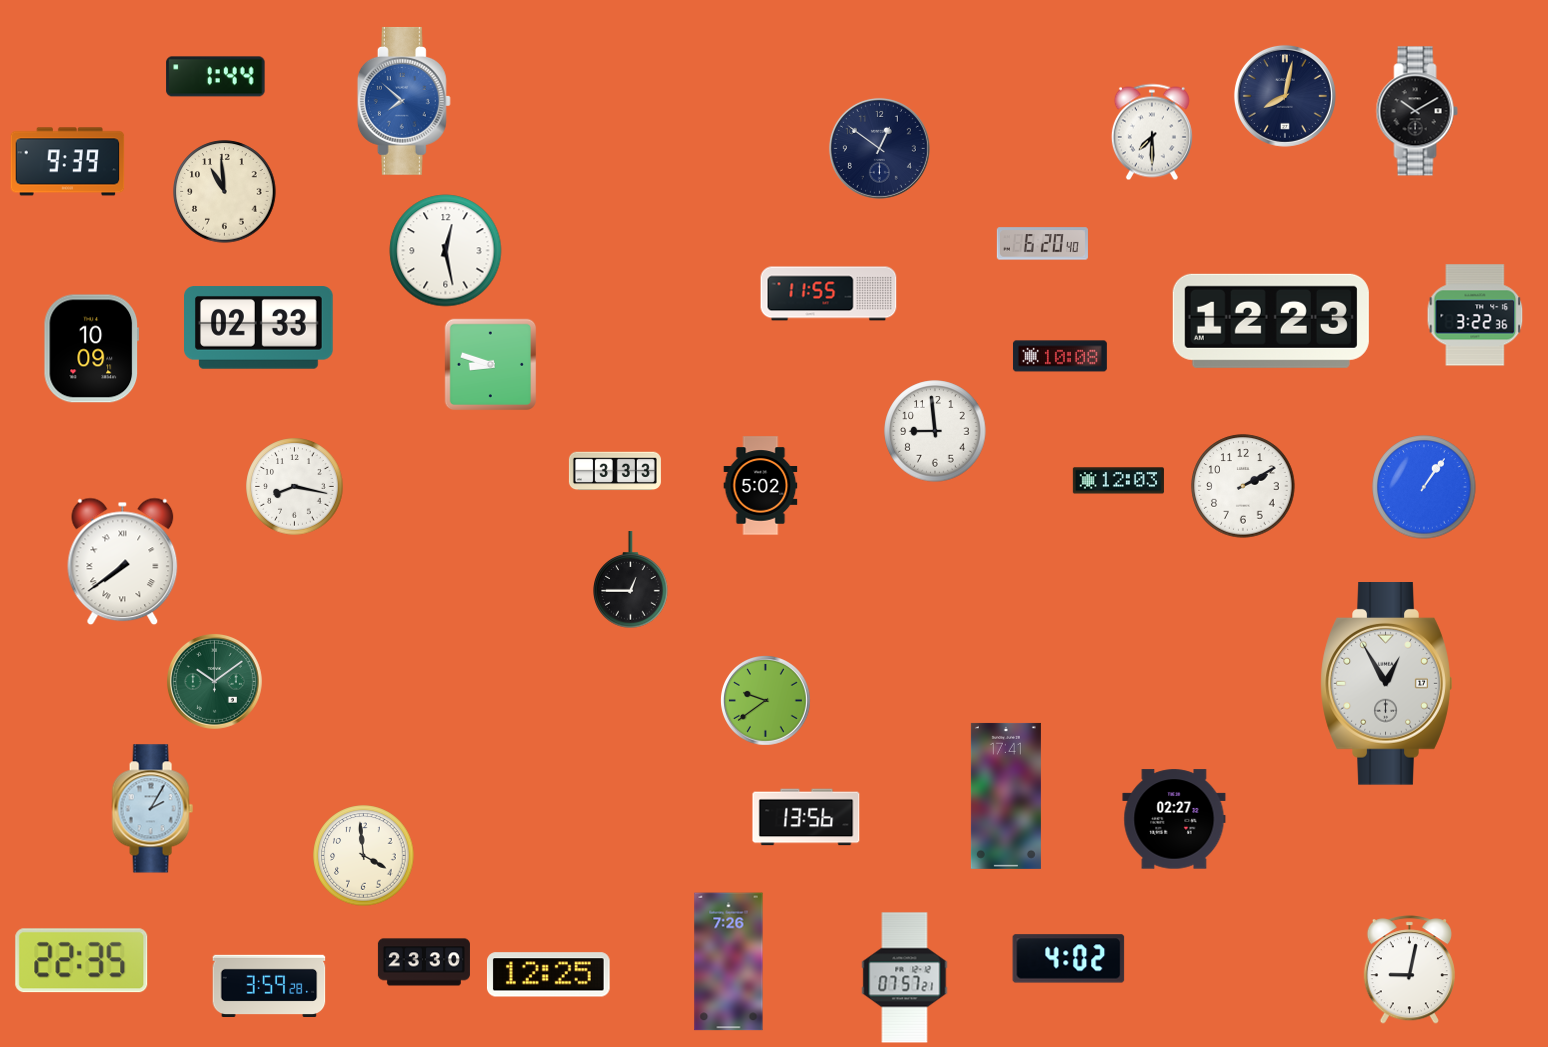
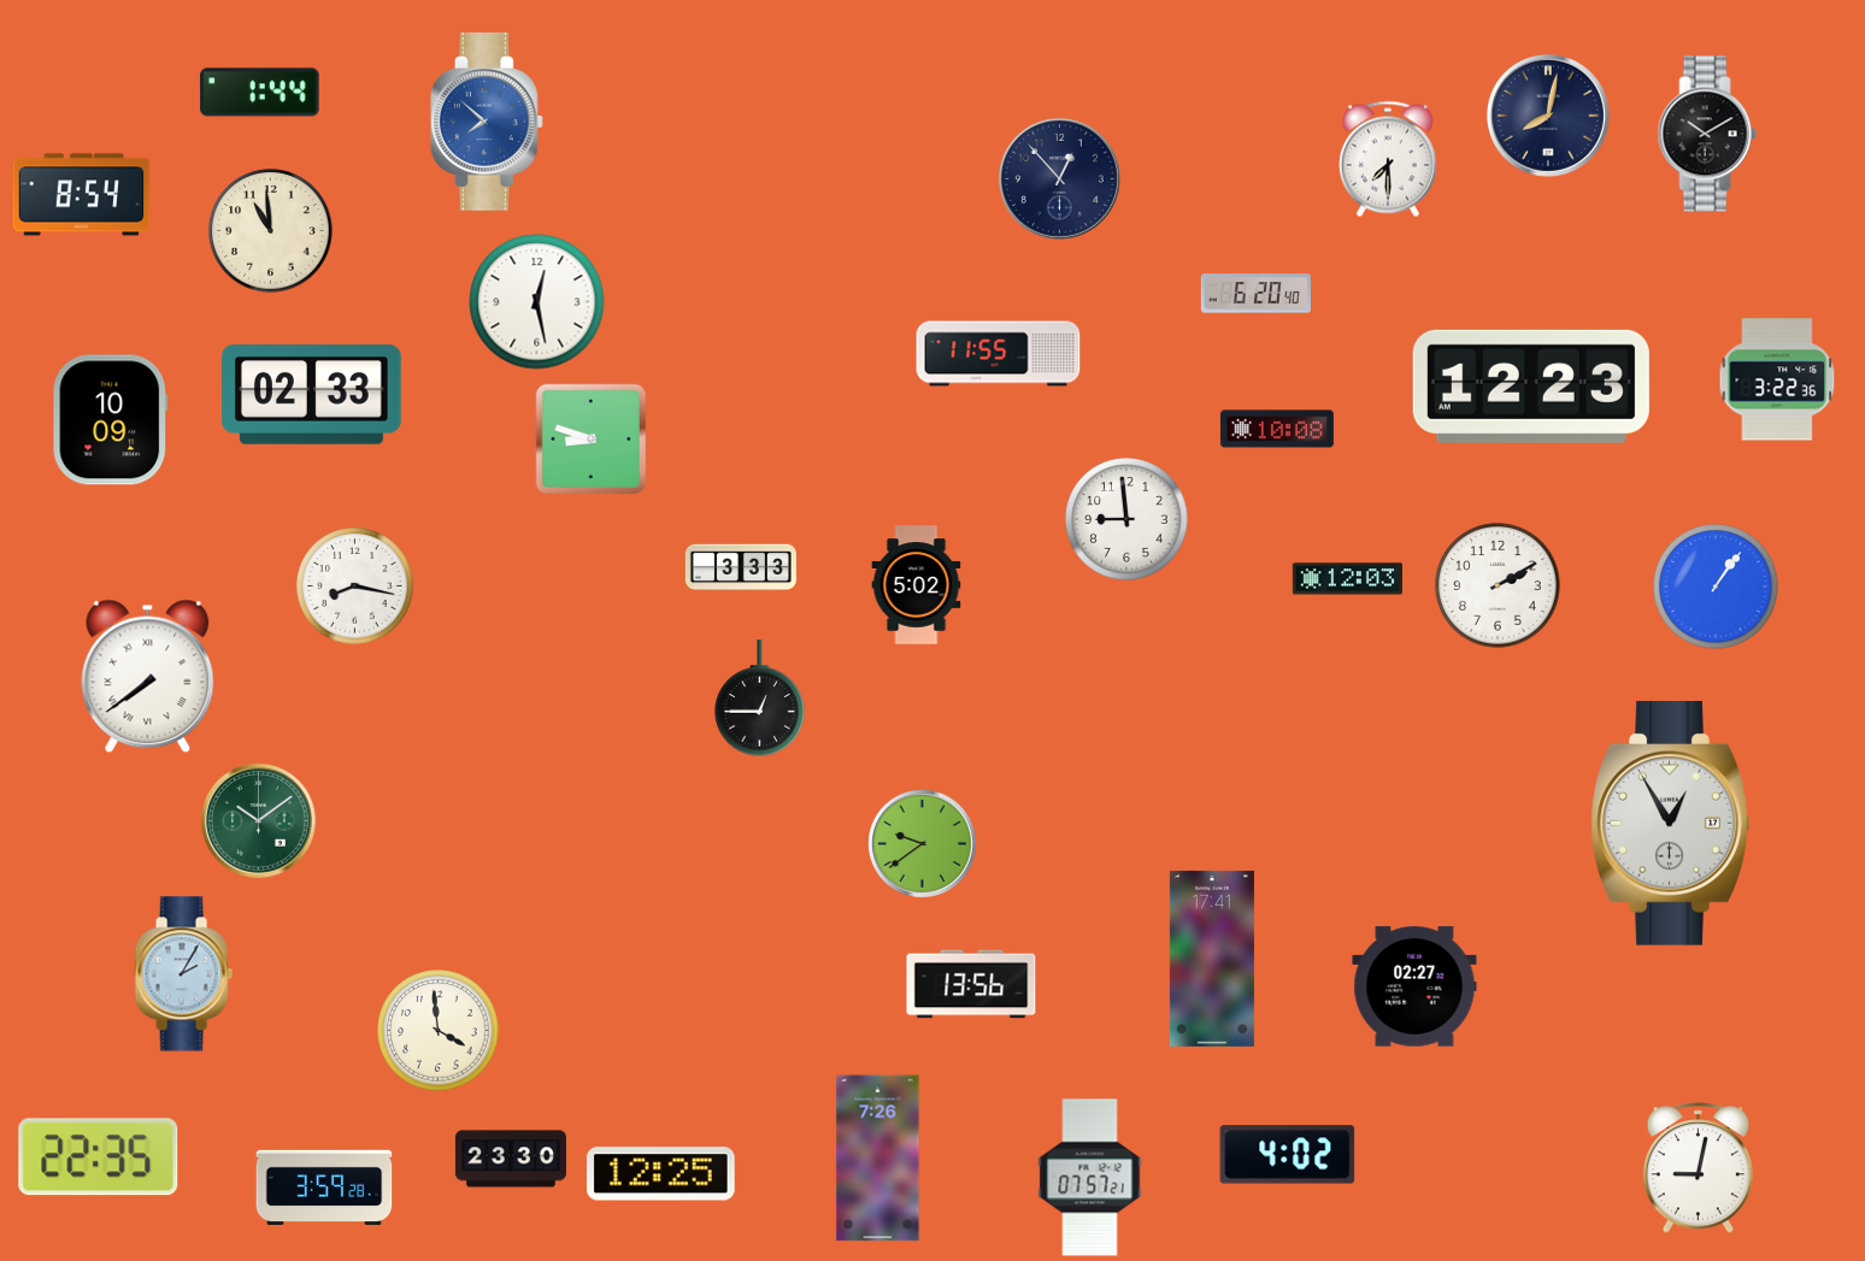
clock at (879, 148): 12:51 -> 12:53
clock at (68, 162): 9:39 -> 8:54
